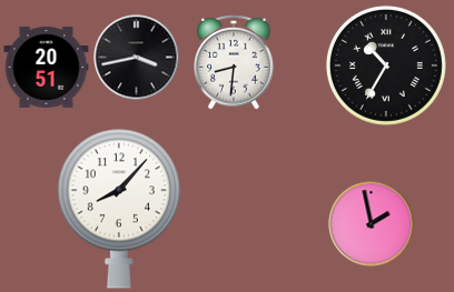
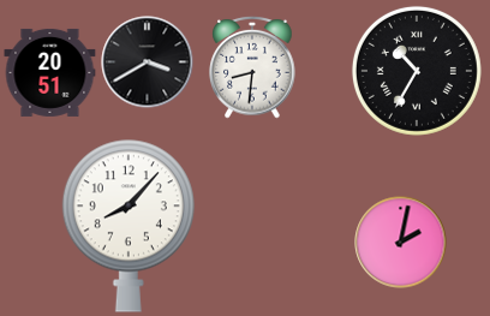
clock at (137, 58): 3:43 -> 3:40
clock at (372, 224): 1:58 -> 2:02
